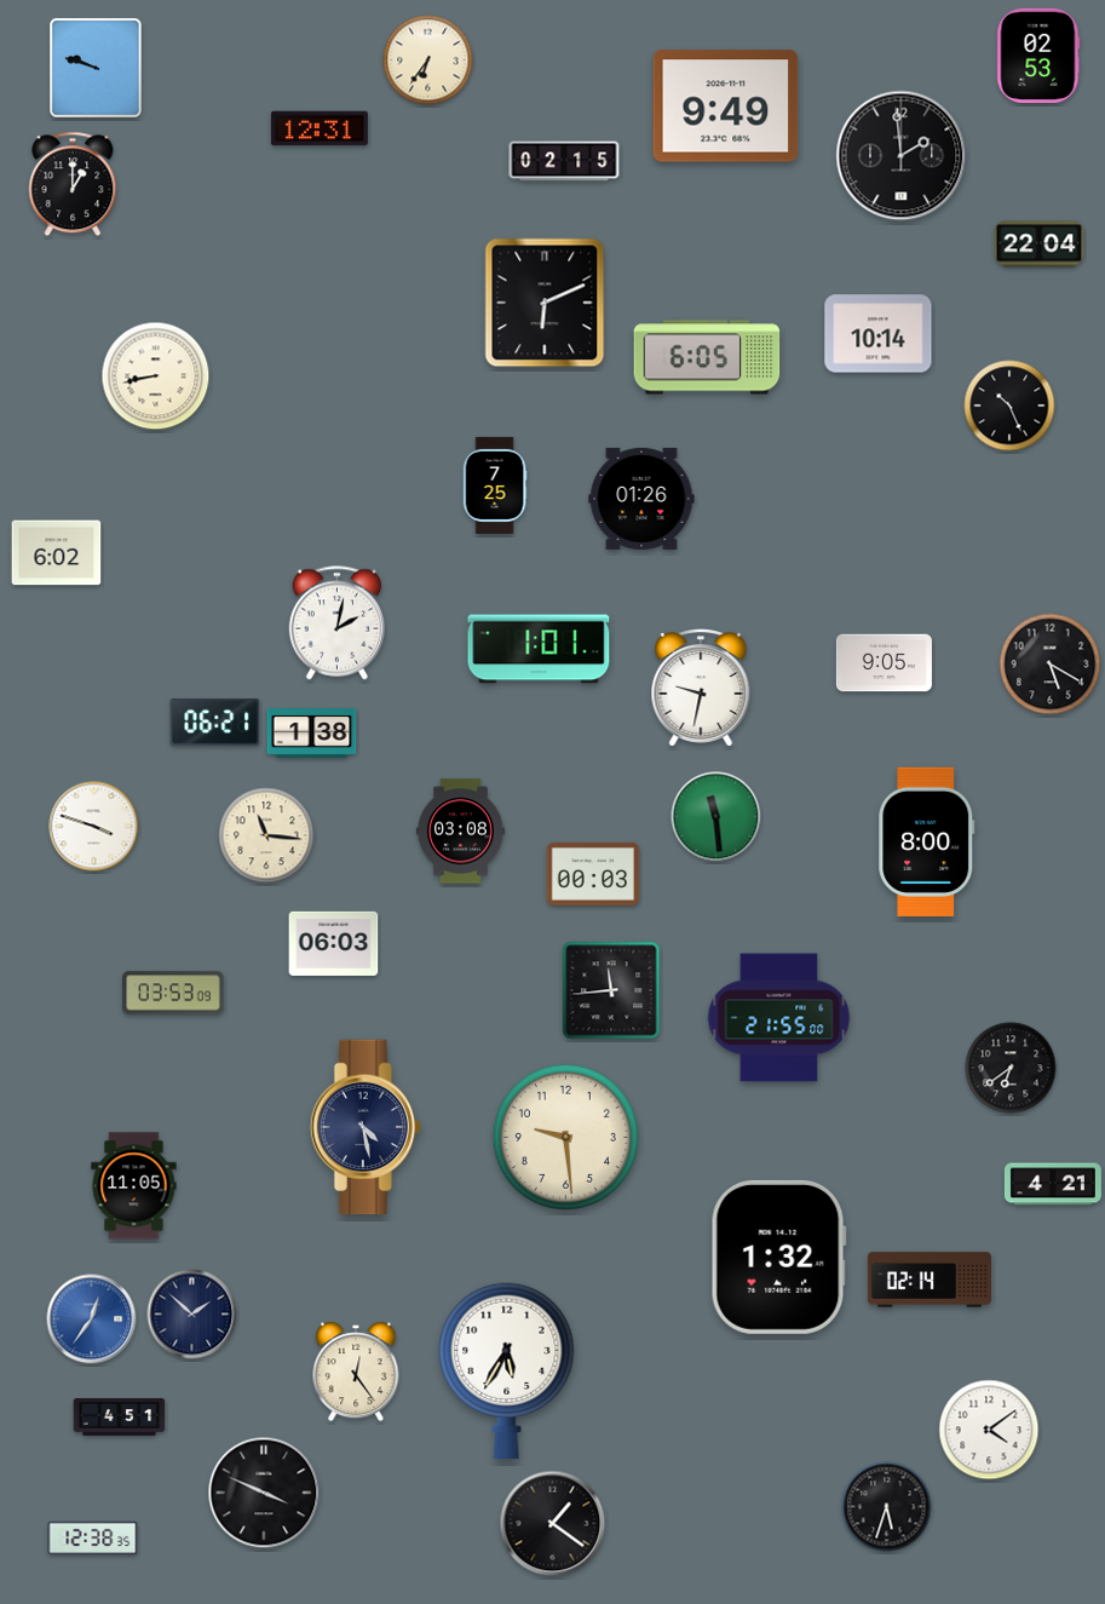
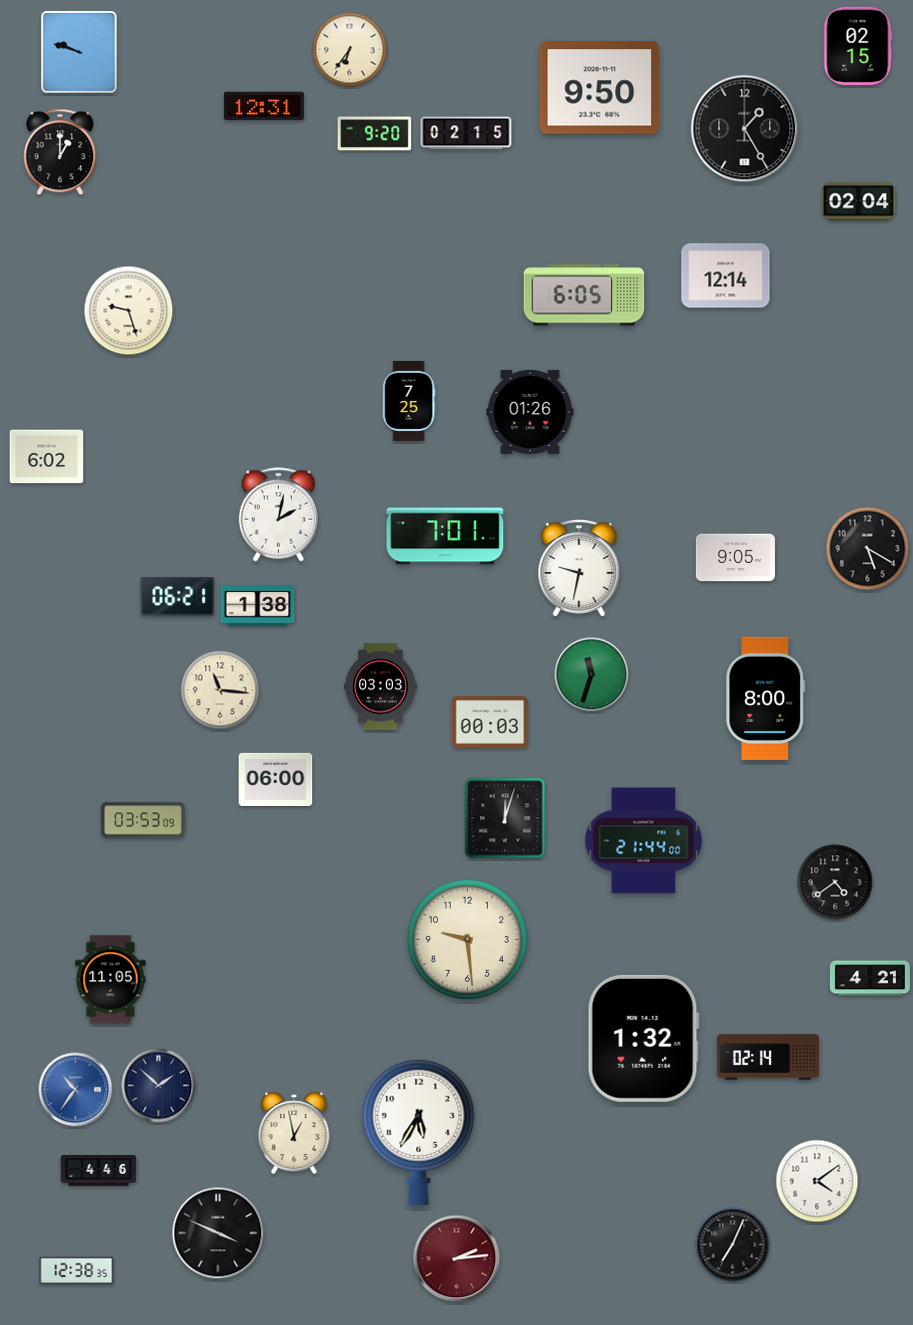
clock at (1038, 56): 02:53 -> 02:15
clock at (428, 61) position: (428, 61) -> (350, 50)
clock at (96, 68) position: (96, 68) -> (79, 52)
clock at (726, 107): 9:49 -> 9:50
clock at (902, 156): 1:59 -> 1:25
clock at (375, 134): none -> 9:20
clock at (1040, 245): 22:04 -> 02:04
clock at (545, 303): 6:11 -> none
clock at (879, 334): 10:14 -> 12:14
clock at (156, 376): 8:43 -> 9:27
clock at (1009, 406): 10:26 -> none
clock at (539, 649): 1:01 -> 7:01
clock at (884, 663) position: (884, 663) -> (735, 558)
clock at (716, 817): 11:29 -> 11:33
clock at (94, 827): 3:48 -> none
clock at (460, 832): 03:08 -> 03:03
clock at (927, 841) position: (927, 841) -> (766, 698)
clock at (334, 943): 06:03 -> 06:00
clock at (611, 990): 11:44 -> 12:03
clock at (779, 1018): 21:55 -> 21:44
clock at (1011, 1068): 6:39 -> 4:39
clock at (364, 1127): 4:28 -> none
clock at (92, 1320): 12:36 -> 10:36
clock at (356, 1372): 12:24 -> 12:58
clock at (120, 1418): 4:51 -> 4:46
clock at (887, 1507): 5:33 -> 7:04
clock at (553, 1524): 1:21 -> 2:14
clock at (553, 1524) dial: black -> burgundy
